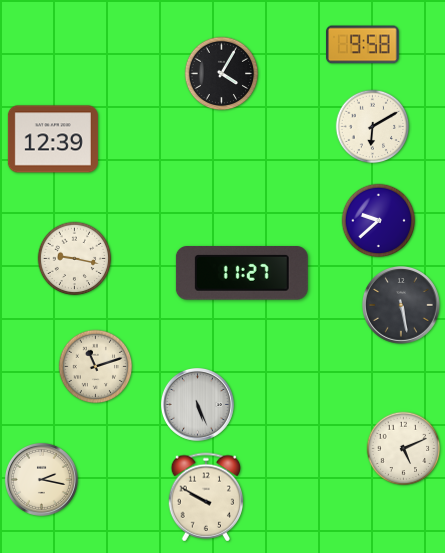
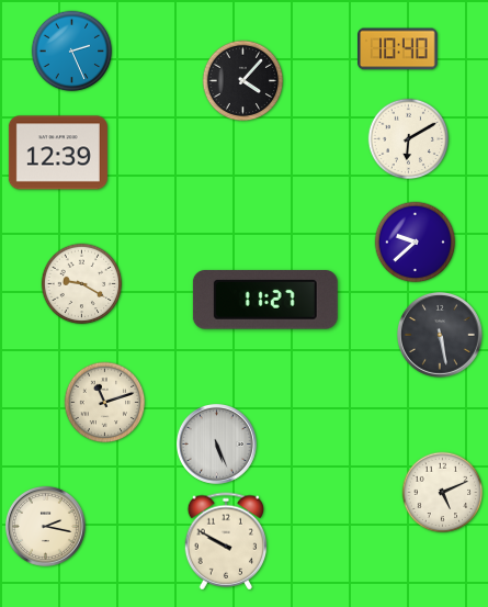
clock at (363, 45): 9:58 -> 10:40
clock at (72, 52): none -> 2:26
clock at (222, 74): 4:05 -> 4:07
clock at (75, 259): 9:17 -> 9:20
clock at (205, 497) position: (205, 497) -> (225, 541)
